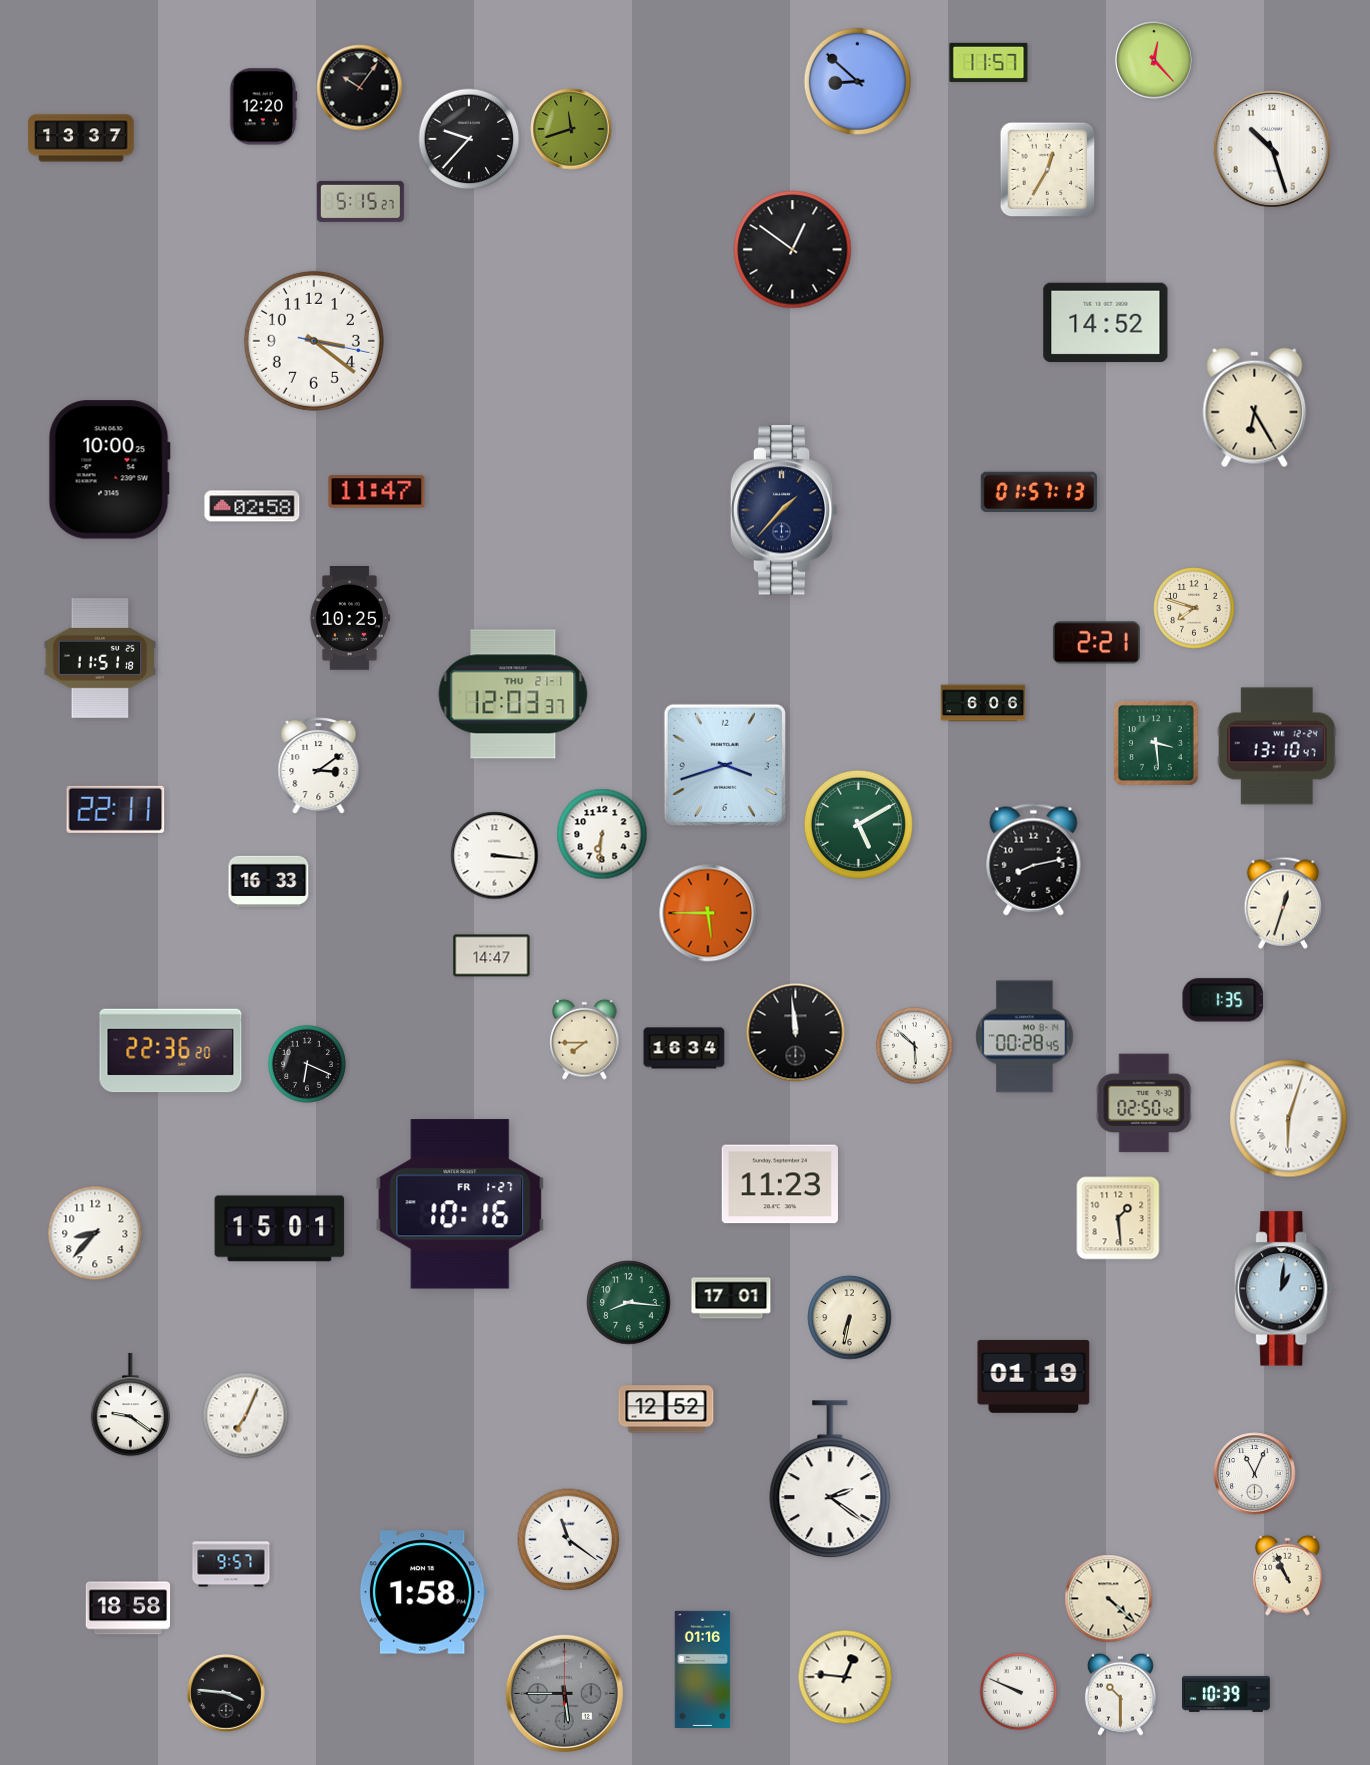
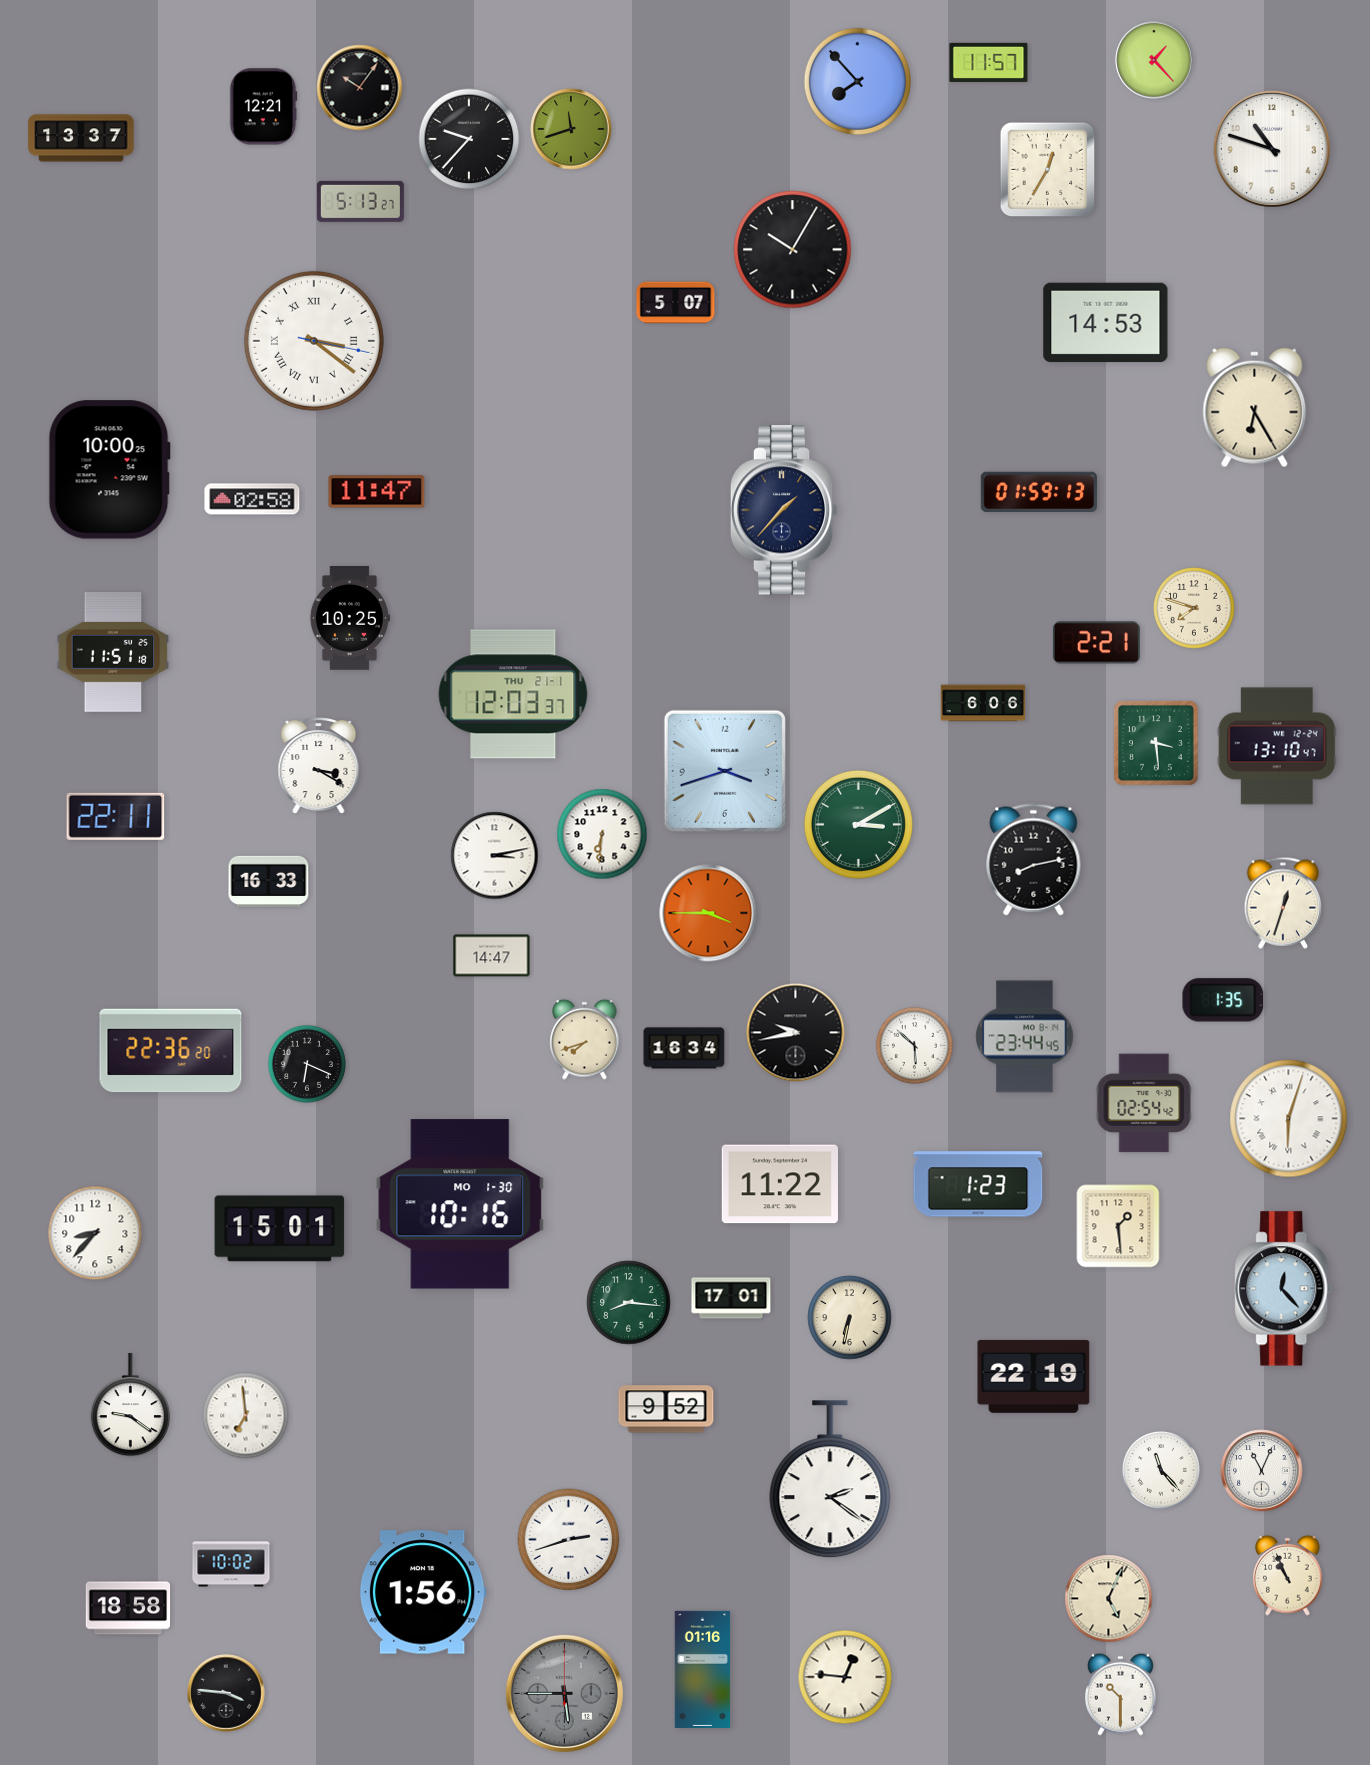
clock at (1154, 60): 12:23 -> 1:23
clock at (857, 81): 8:52 -> 7:53
clock at (263, 107): 12:20 -> 12:21
clock at (1272, 149): 10:27 -> 10:48
clock at (360, 201): 5:15 -> 5:13
clock at (793, 250): 12:51 -> 10:05
clock at (676, 303): none -> 5:07
clock at (1106, 323): 14:52 -> 14:53
clock at (314, 341) numerals: Arabic -> Roman
clock at (1039, 491): 01:57 -> 01:59
clock at (252, 506) position: (252, 506) -> (252, 499)
clock at (100, 659) position: (100, 659) -> (113, 653)
clock at (725, 765) position: (725, 765) -> (725, 771)
clock at (319, 766): 3:09 -> 3:20
clock at (116, 809) position: (116, 809) -> (116, 816)
clock at (858, 824): 5:10 -> 3:10
clock at (495, 856): 3:16 -> 3:13
clock at (708, 913): 5:45 -> 3:45
clock at (796, 1033): 11:59 -> 9:43
clock at (1025, 1037): 00:28 -> 23:44
clock at (585, 1039): 7:45 -> 7:42
clock at (1144, 1103): 02:50 -> 02:54
clock at (780, 1184): 11:23 -> 11:22
clock at (978, 1184): none -> 1:23
clock at (460, 1204) date: FR 1-27 -> MO 1-30
clock at (1118, 1218) position: (1118, 1218) -> (1118, 1226)
clock at (1284, 1289): 1:01 -> 12:23
clock at (1034, 1376): 01:19 -> 22:19
clock at (666, 1409): 12:52 -> 9:52
clock at (246, 1416): 7:04 -> 6:59
clock at (1161, 1470): none -> 11:23
clock at (1255, 1474) position: (1255, 1474) -> (1262, 1471)
clock at (569, 1540): 11:21 -> 2:42
clock at (231, 1564): 9:57 -> 10:02
clock at (423, 1592): 1:58 -> 1:56
clock at (1109, 1599): 4:22 -> 5:04
clock at (1018, 1691): 9:49 -> none
clock at (1227, 1694): 10:39 -> none
